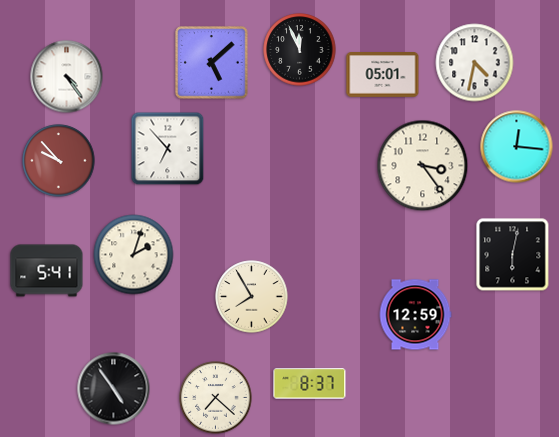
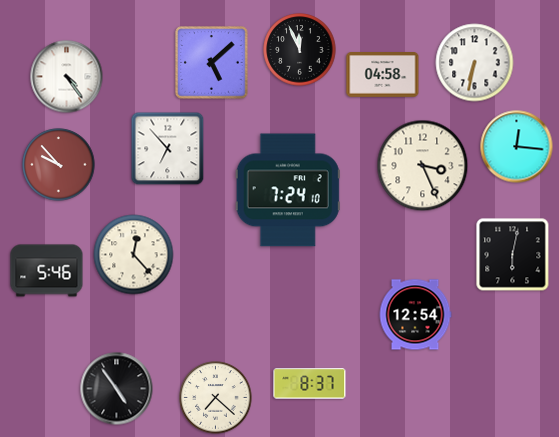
clock at (475, 63): 4:32 -> 6:32
clock at (383, 75): 05:01 -> 04:58
clock at (59, 161) position: (59, 161) -> (59, 165)
clock at (423, 166): 3:24 -> 3:26
clock at (288, 190): none -> 7:24
clock at (134, 255): 2:03 -> 12:23
clock at (47, 271): 5:41 -> 5:46
clock at (252, 297): 7:55 -> none
clock at (415, 315): 12:59 -> 12:54
clock at (114, 389) position: (114, 389) -> (117, 389)
